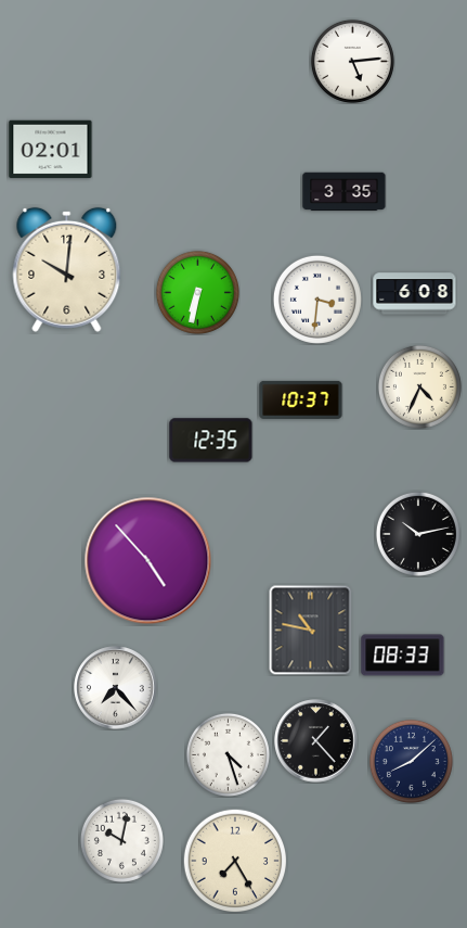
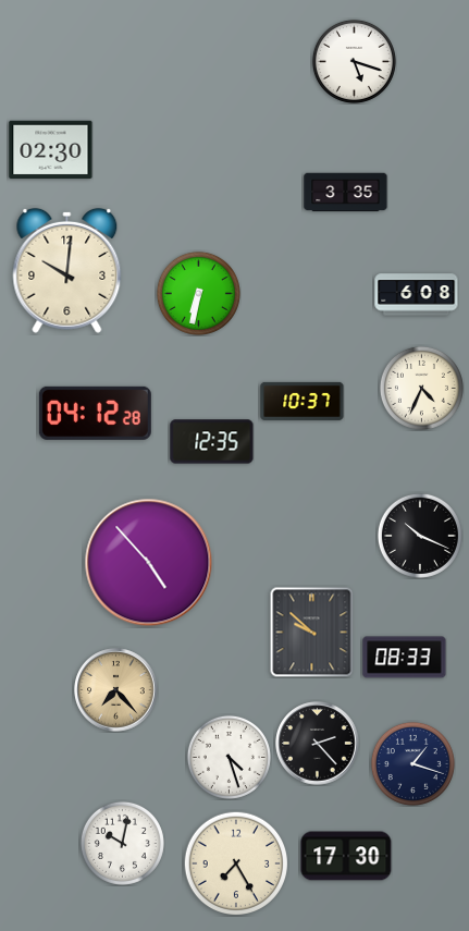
clock at (352, 61): 5:14 -> 5:18
clock at (51, 150): 02:01 -> 02:30
clock at (317, 300): 3:31 -> none
clock at (95, 413): none -> 04:12
clock at (418, 534): 10:13 -> 10:19
clock at (311, 630): 10:47 -> 9:52
clock at (116, 688) dial: white -> champagne
clock at (316, 741): 1:23 -> 2:23
clock at (411, 761): 8:08 -> 1:18
clock at (346, 856): none -> 17:30
